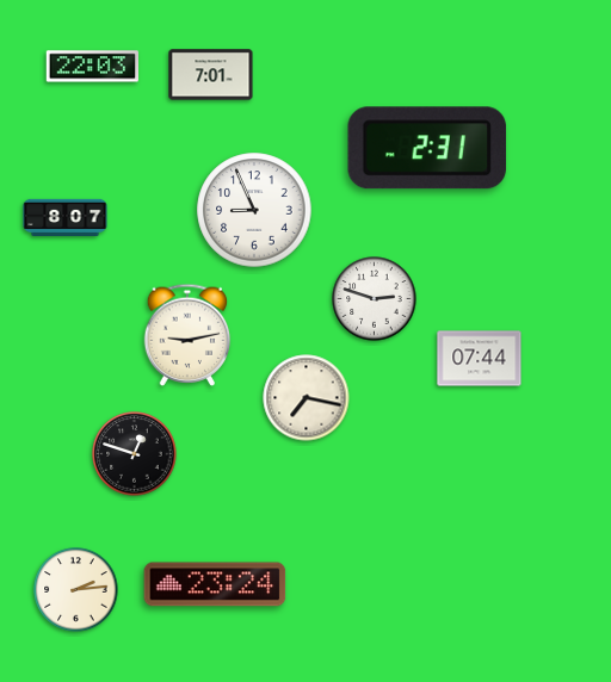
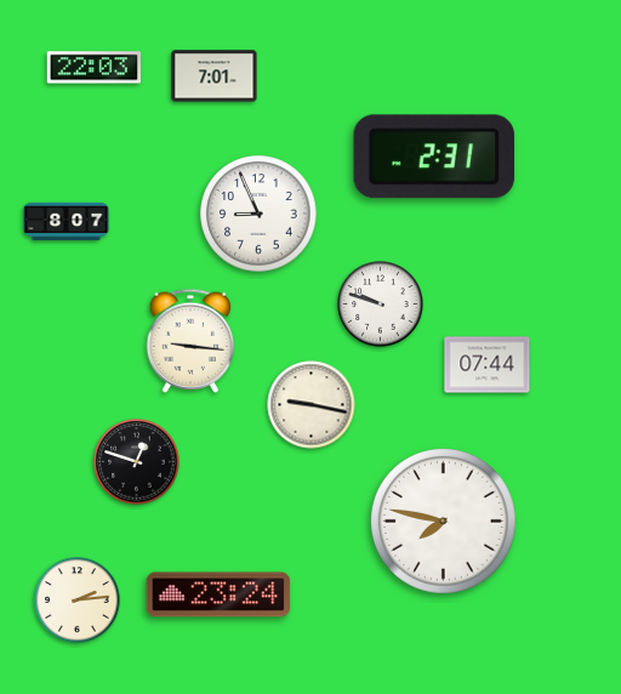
clock at (427, 148) position: (427, 148) -> (434, 157)
clock at (375, 299): 2:48 -> 9:48
clock at (187, 335): 9:13 -> 9:16
clock at (307, 398): 7:17 -> 9:17
clock at (444, 522): none -> 7:47
